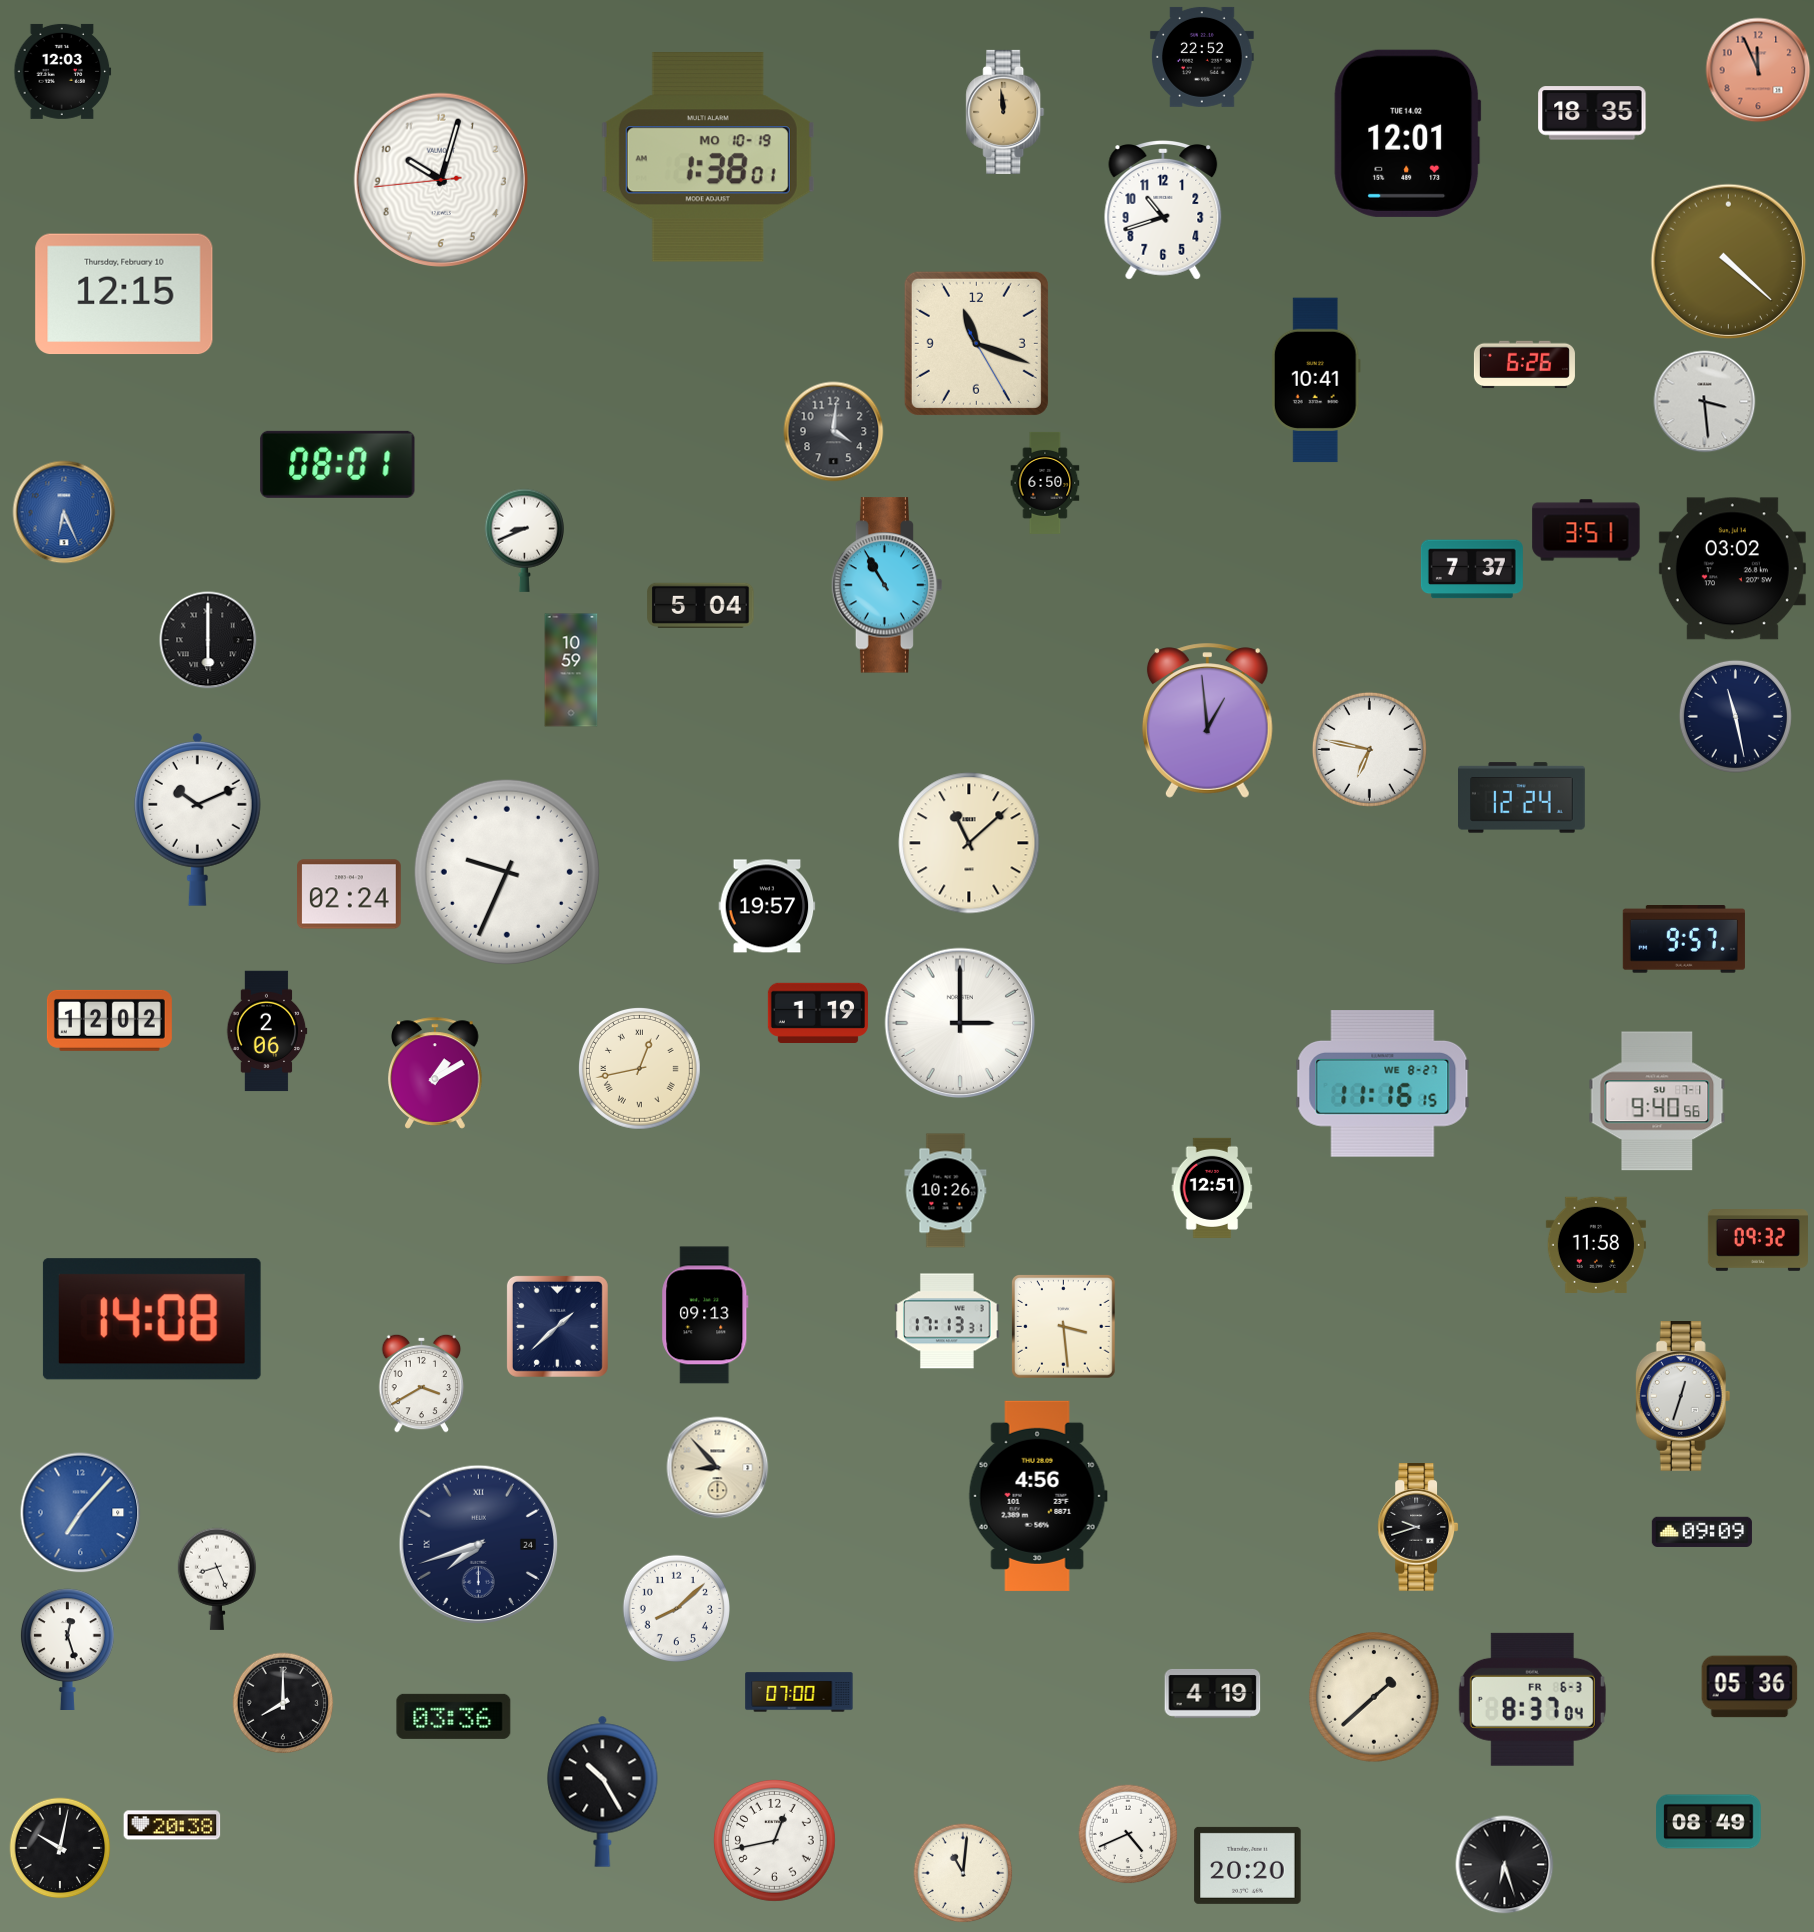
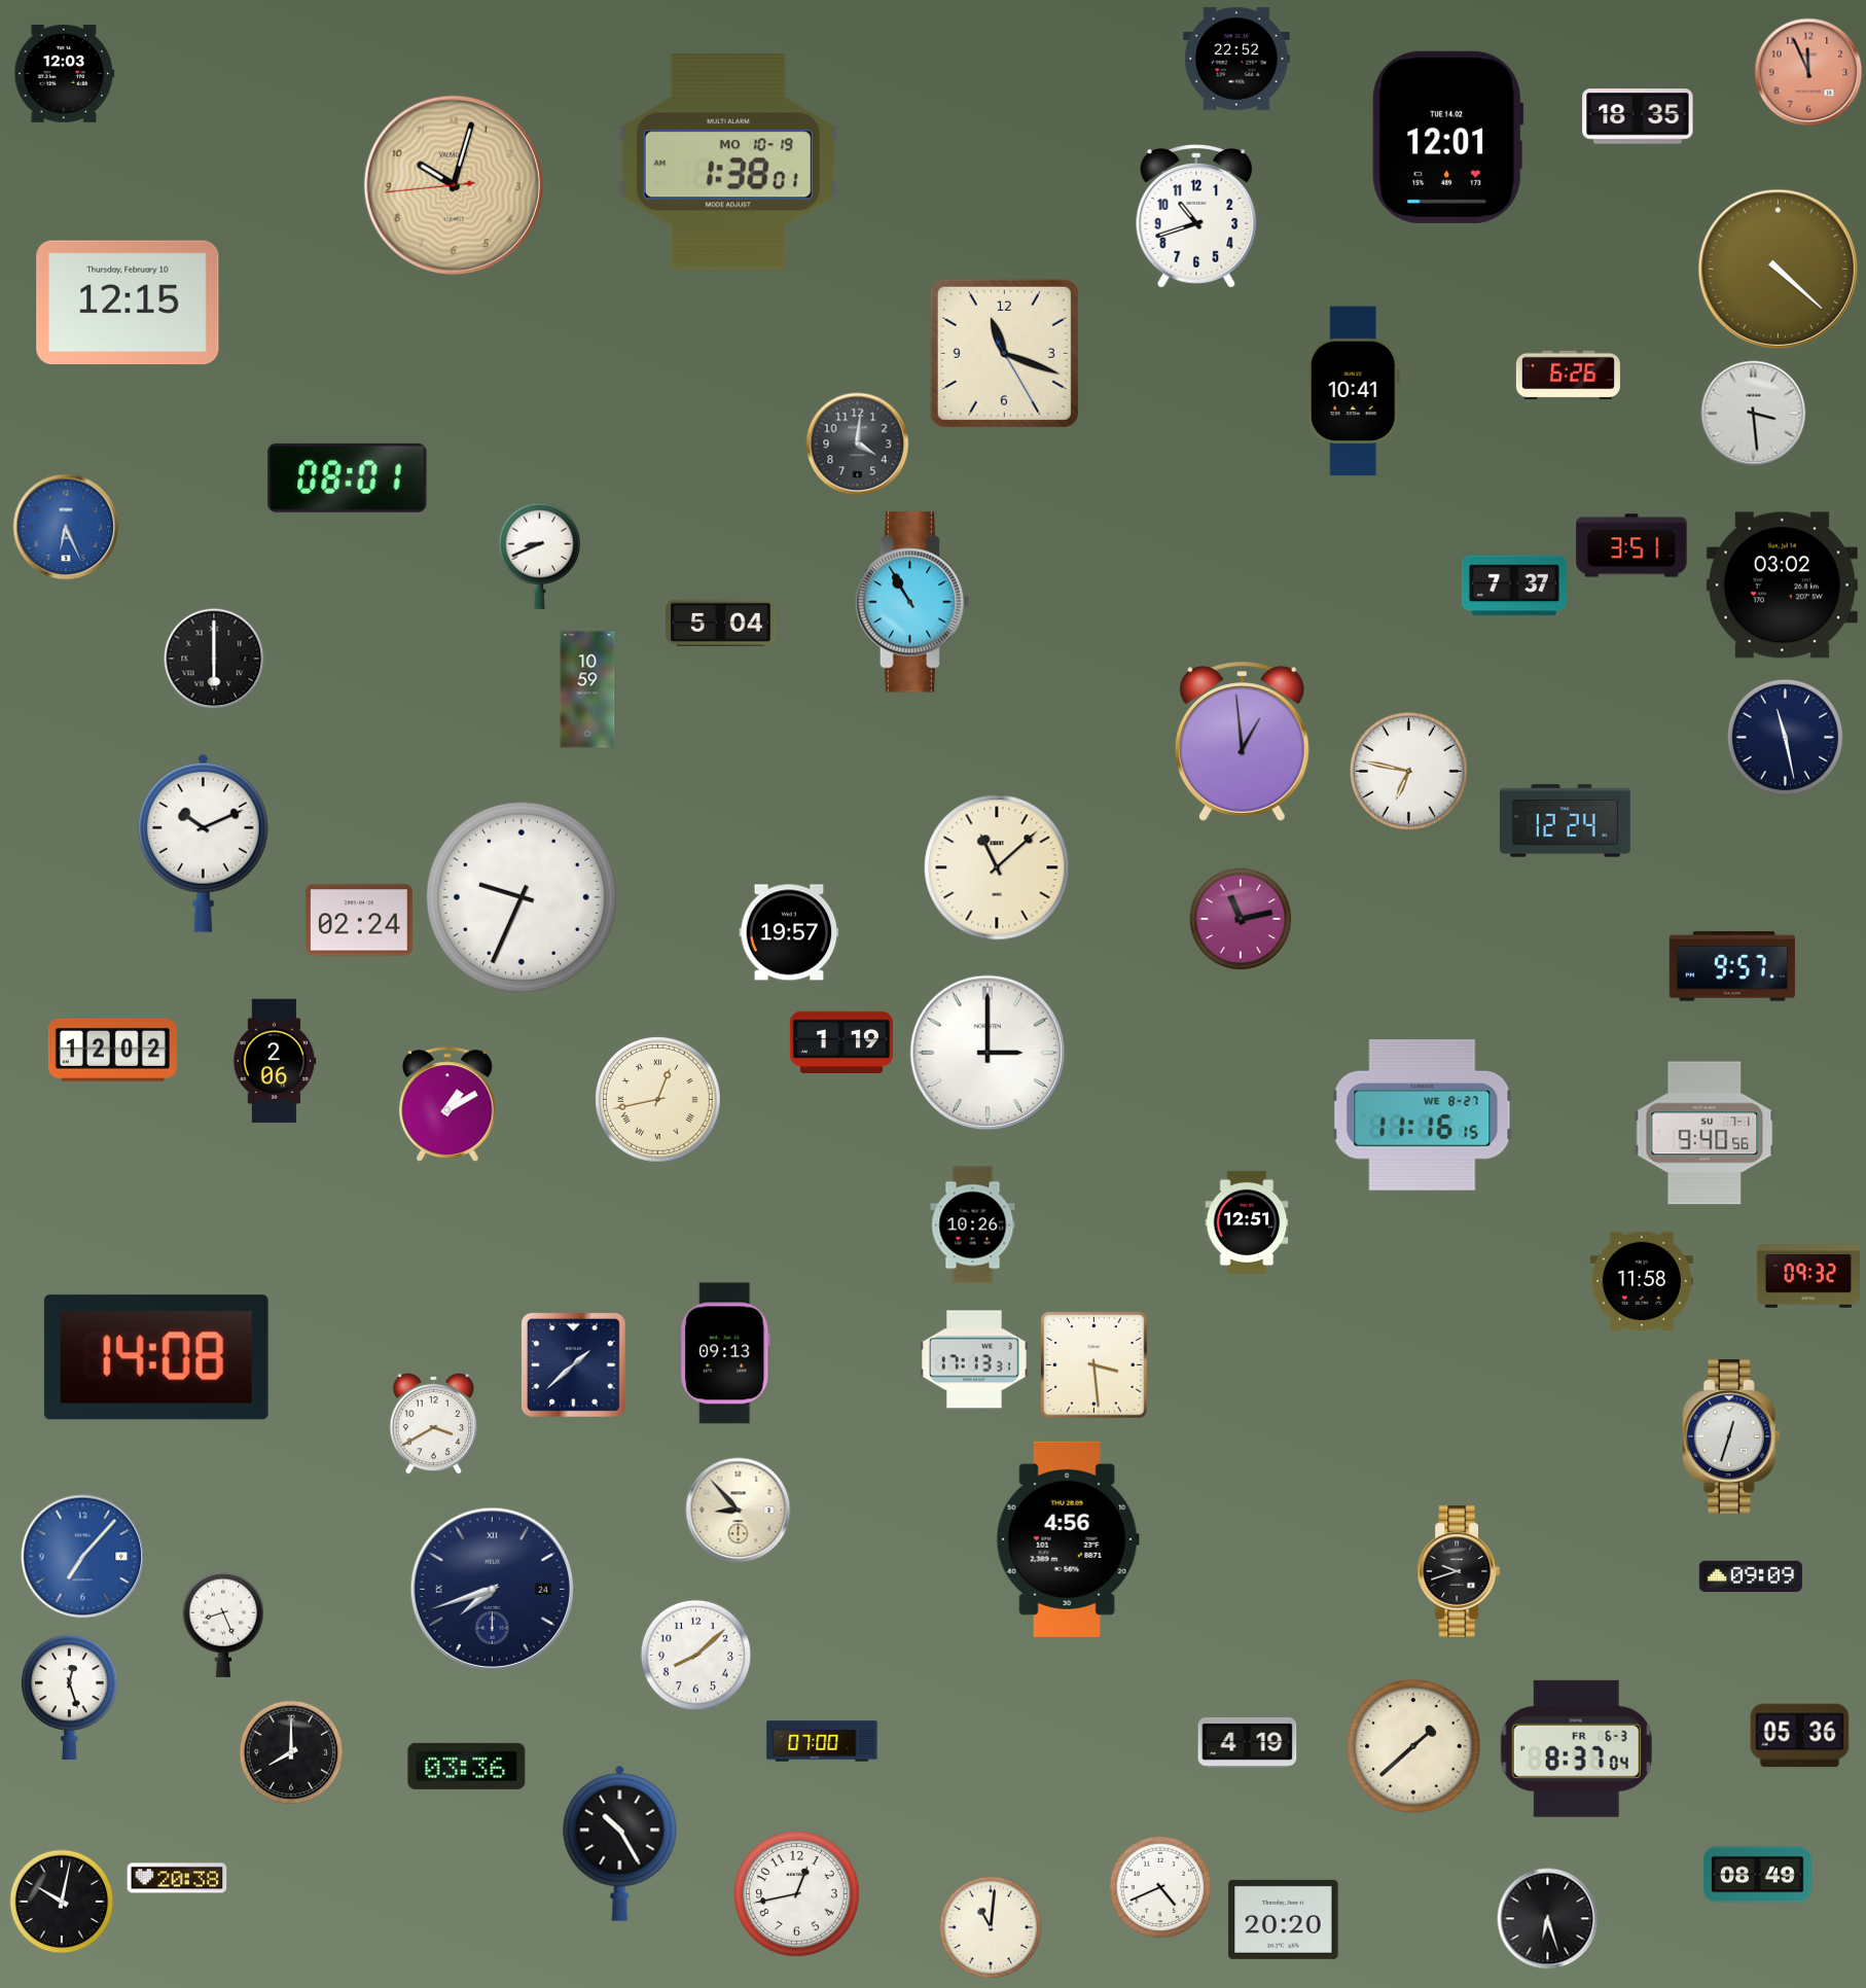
clock at (1005, 112): 11:59 -> none
clock at (441, 180) dial: white -> champagne
clock at (1045, 483): 6:50 -> none
clock at (1241, 919): none -> 11:13
